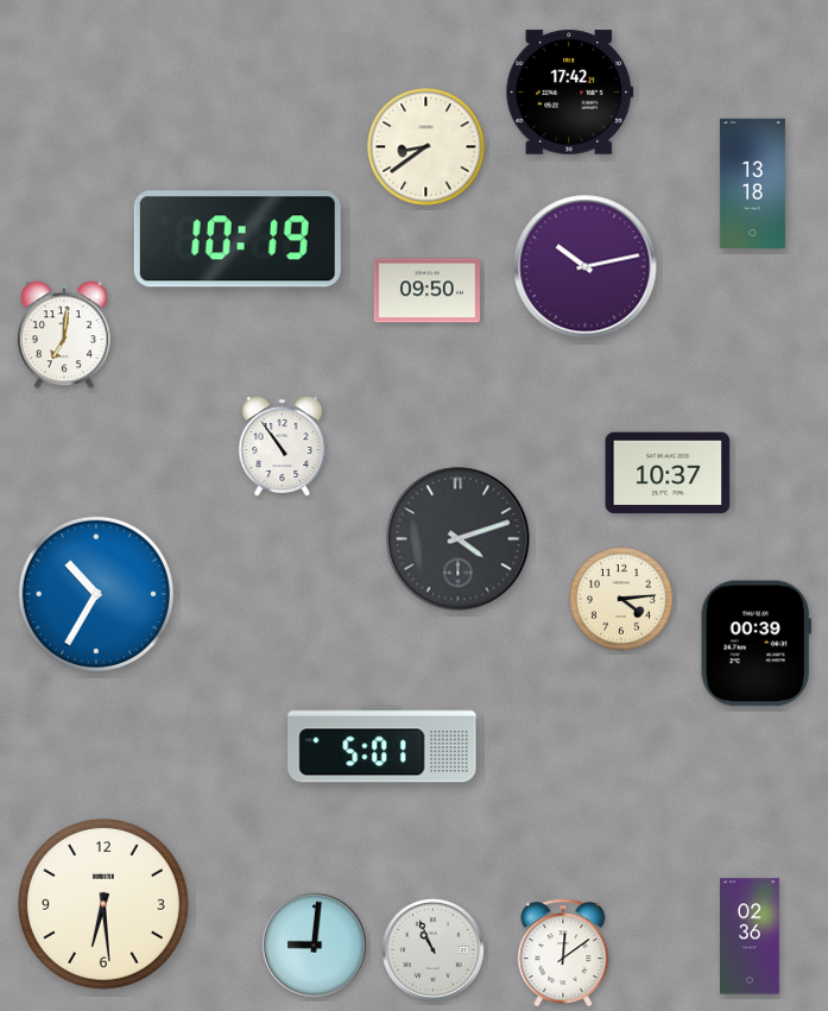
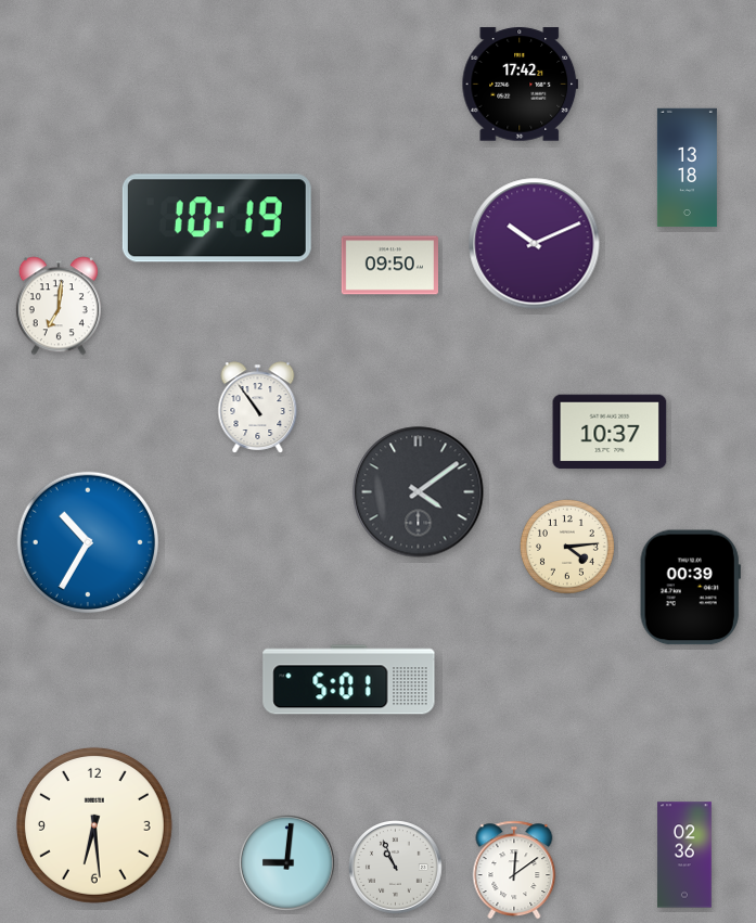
clock at (426, 147): 8:39 -> none
clock at (586, 267): 10:13 -> 10:11
clock at (459, 539): 4:12 -> 4:09
